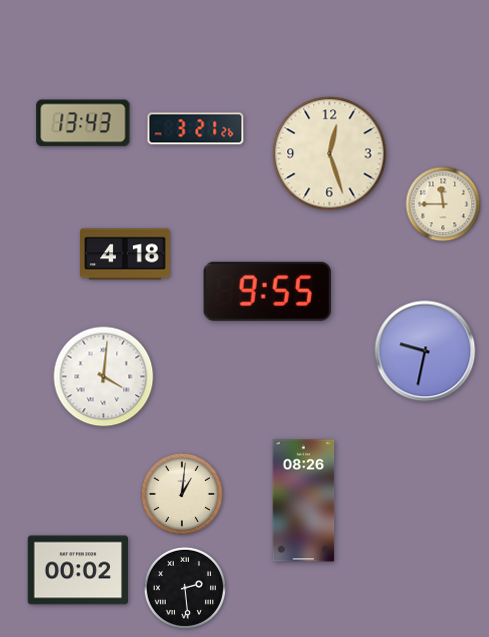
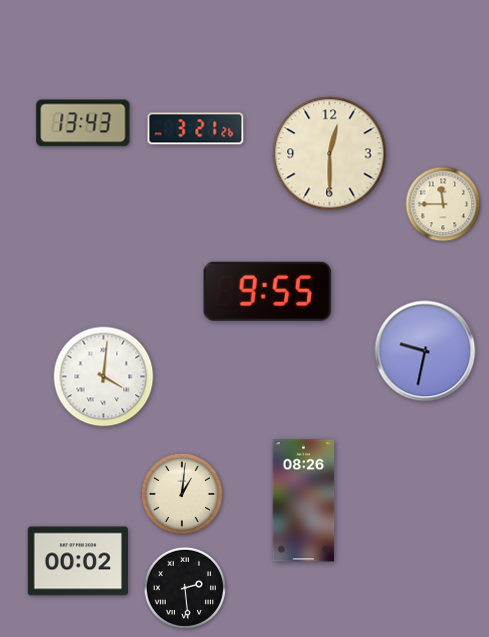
clock at (330, 154): 12:27 -> 12:30
clock at (126, 254): 4:18 -> none
clock at (78, 570) position: (78, 570) -> (78, 561)
